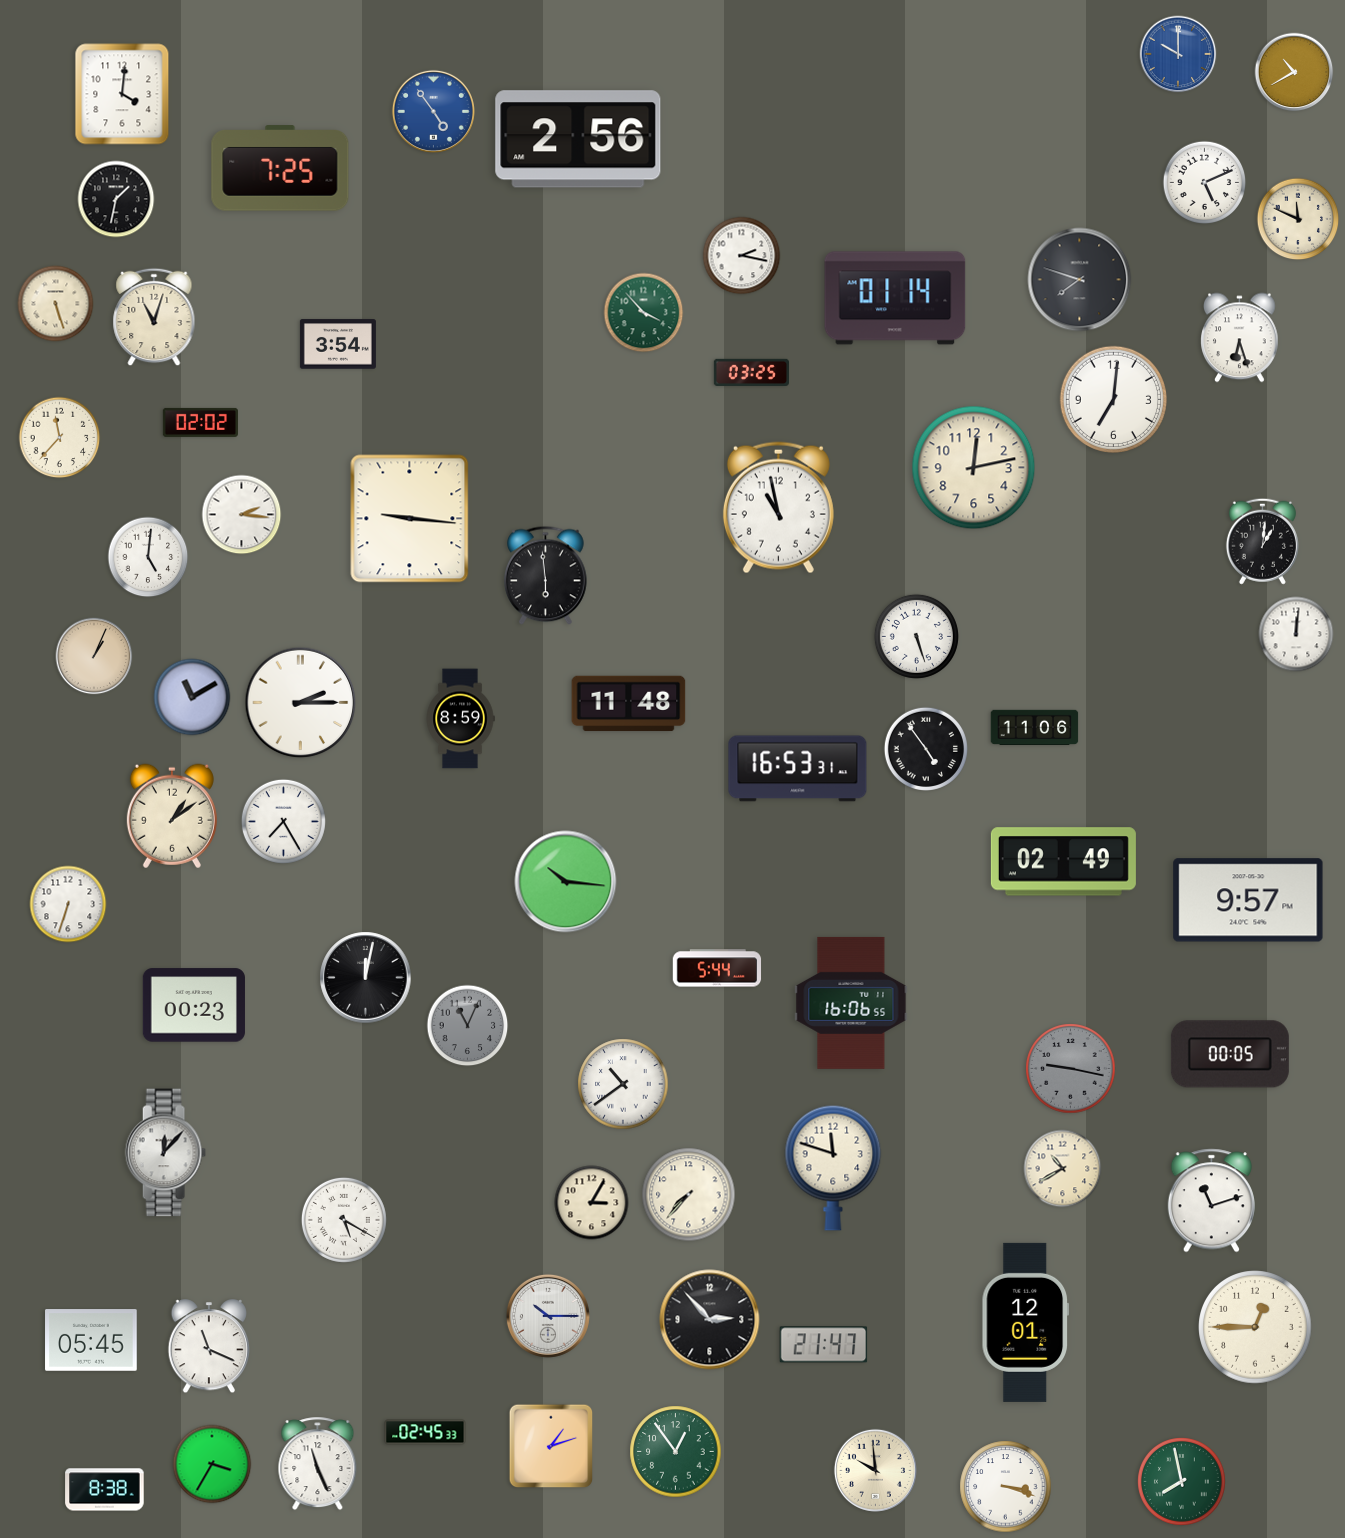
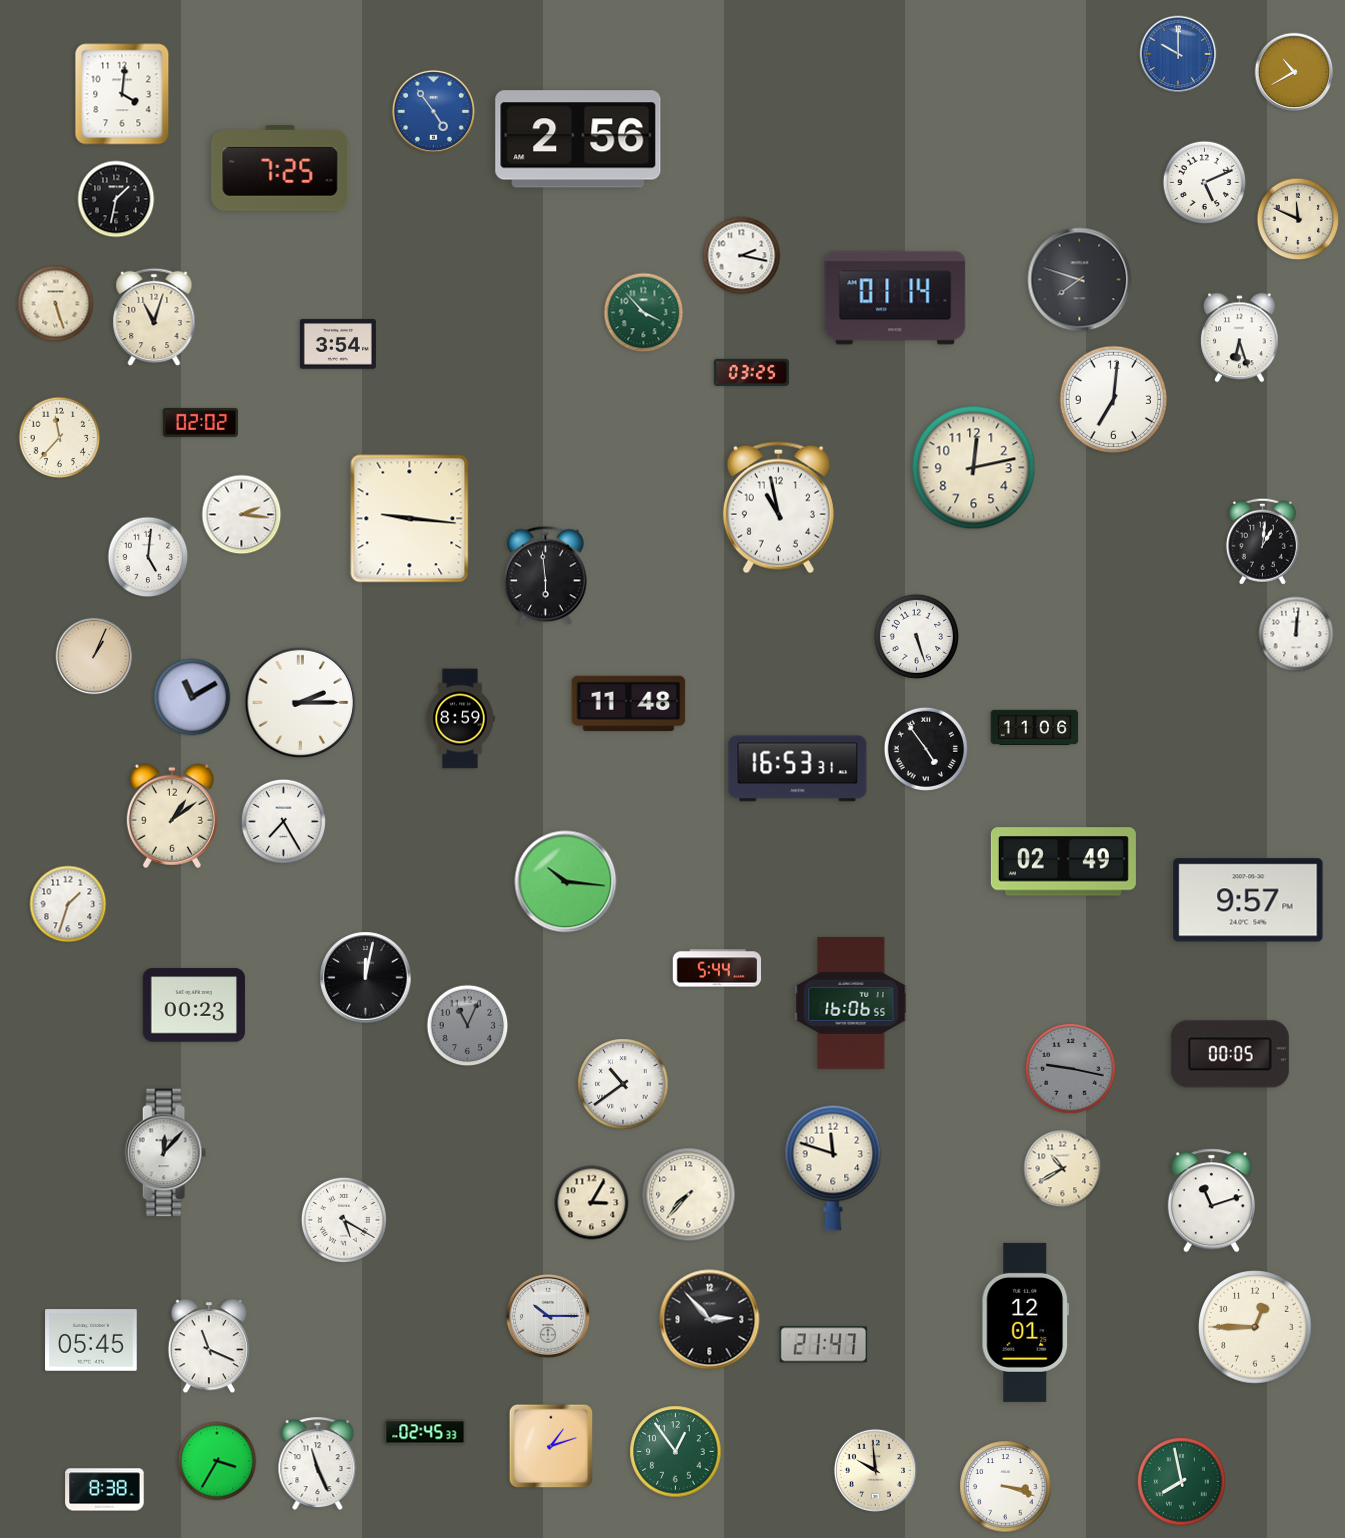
clock at (68, 904): 6:33 -> 1:33
clock at (212, 1464) position: (212, 1464) -> (217, 1461)
